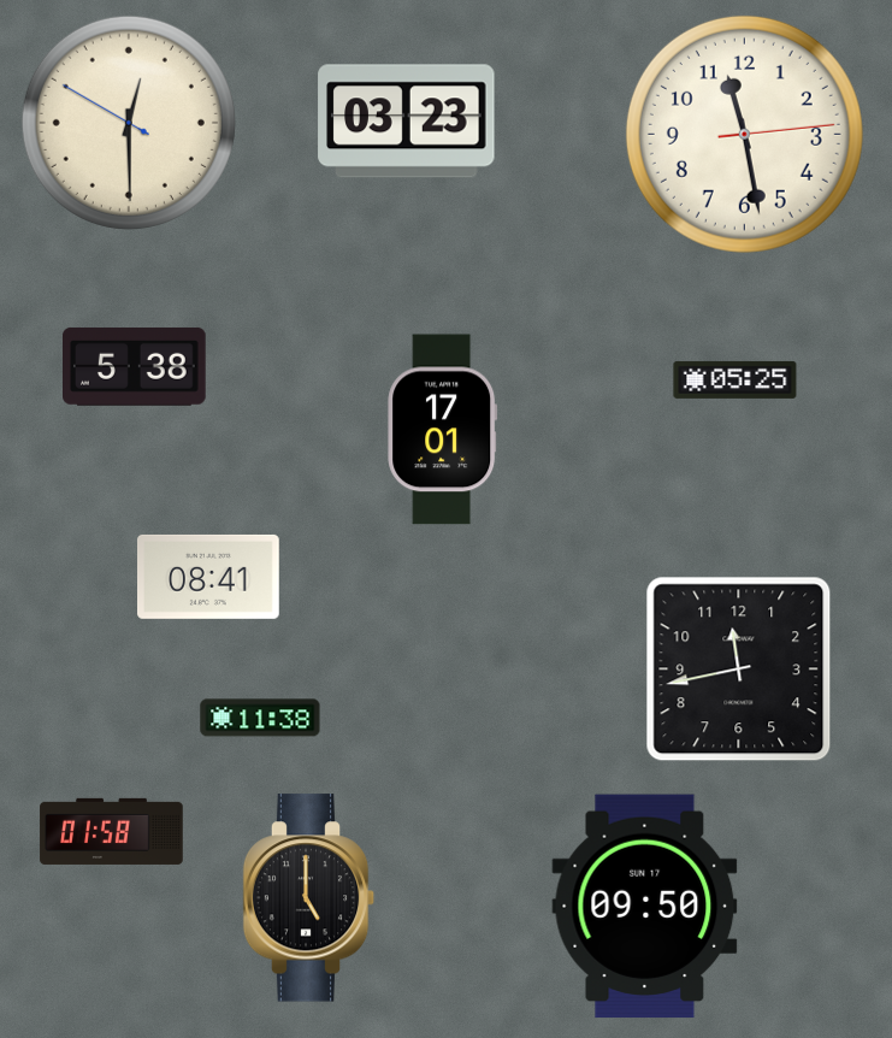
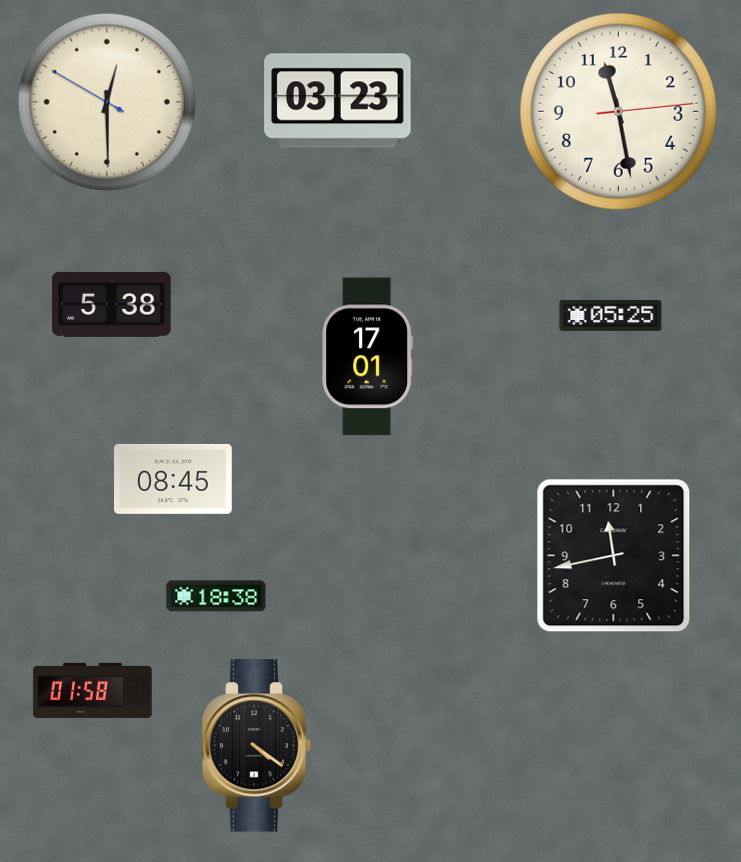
clock at (209, 577): 08:41 -> 08:45
clock at (260, 718): 11:38 -> 18:38
clock at (309, 898): 5:00 -> 4:21
clock at (645, 907): 09:50 -> none
